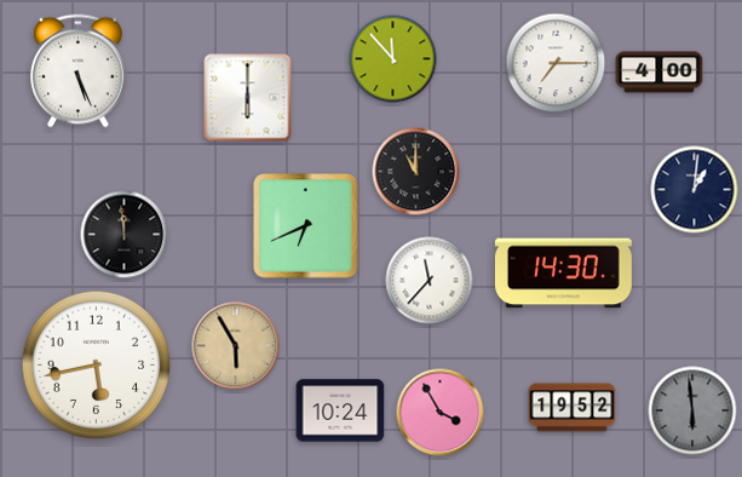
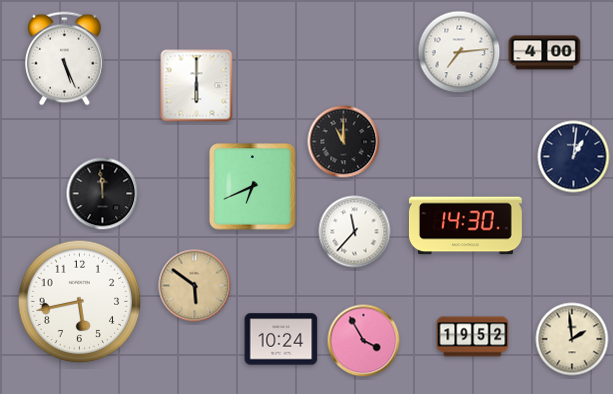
clock at (393, 59): 11:53 -> none
clock at (556, 63): 7:15 -> 7:14
clock at (660, 73) position: (660, 73) -> (545, 53)
clock at (248, 98) position: (248, 98) -> (197, 86)
clock at (236, 346): 5:55 -> 5:51
clock at (692, 410): 5:59 -> 1:59
clock at (692, 410) dial: grey -> cream
